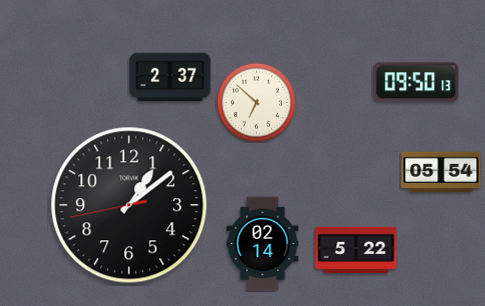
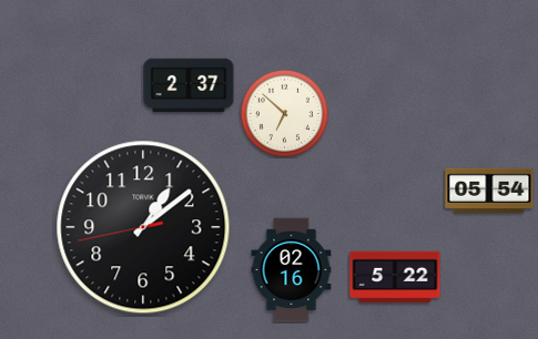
clock at (416, 82): 09:50 -> none
clock at (263, 244): 02:14 -> 02:16
